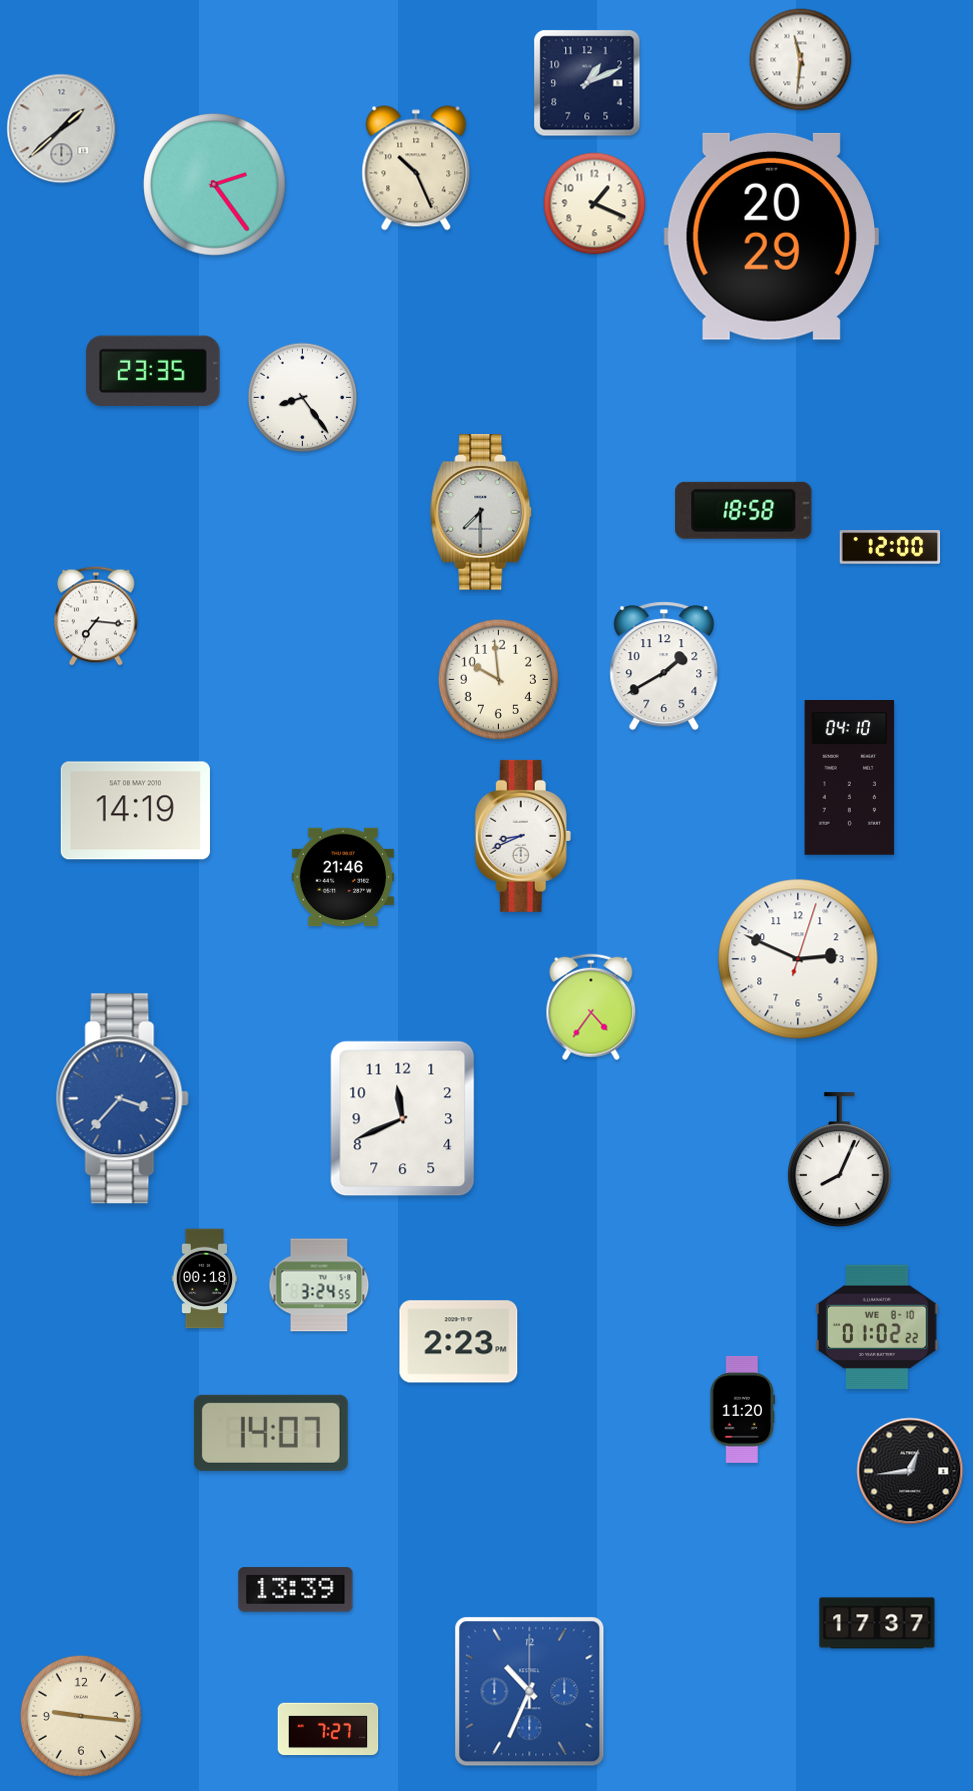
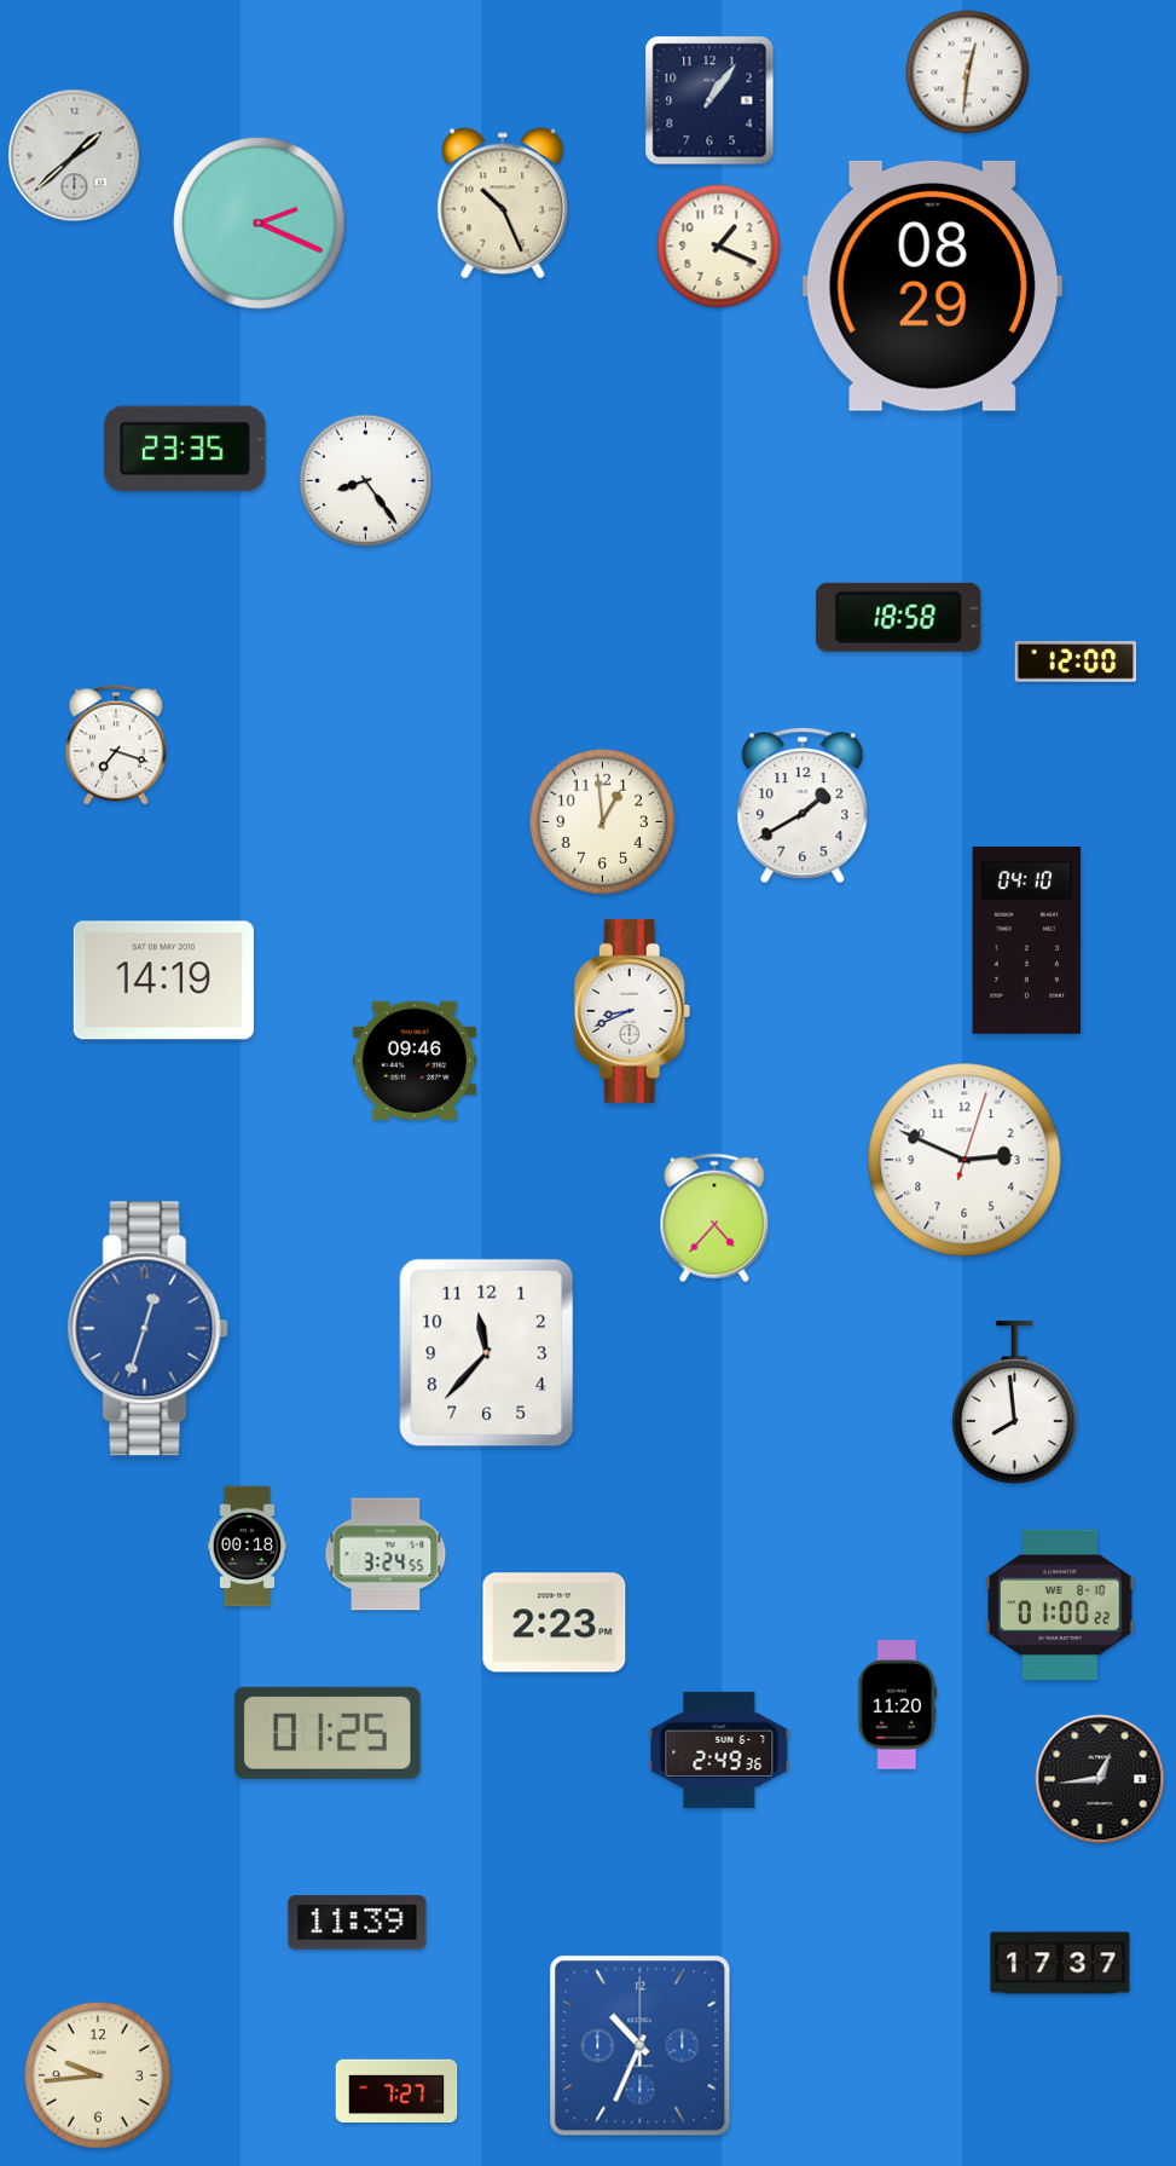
clock at (801, 60): 11:31 -> 12:31
clock at (587, 83): 1:11 -> 1:06
clock at (215, 185): 2:24 -> 2:19
clock at (771, 236): 20:29 -> 08:29
clock at (482, 512): 7:30 -> none
clock at (96, 616): 7:16 -> 7:18
clock at (498, 679): 9:59 -> 12:59
clock at (342, 877): 21:46 -> 09:46
clock at (591, 1007): 4:36 -> 4:37
clock at (122, 1099): 3:37 -> 12:33
clock at (403, 1119): 11:41 -> 11:37
clock at (839, 1160): 8:04 -> 7:59
clock at (878, 1326): 01:02 -> 01:00
clock at (271, 1433): 14:07 -> 01:25
clock at (719, 1750): none -> 2:49
clock at (296, 1590): 13:39 -> 11:39
clock at (81, 1716): 9:16 -> 9:44
